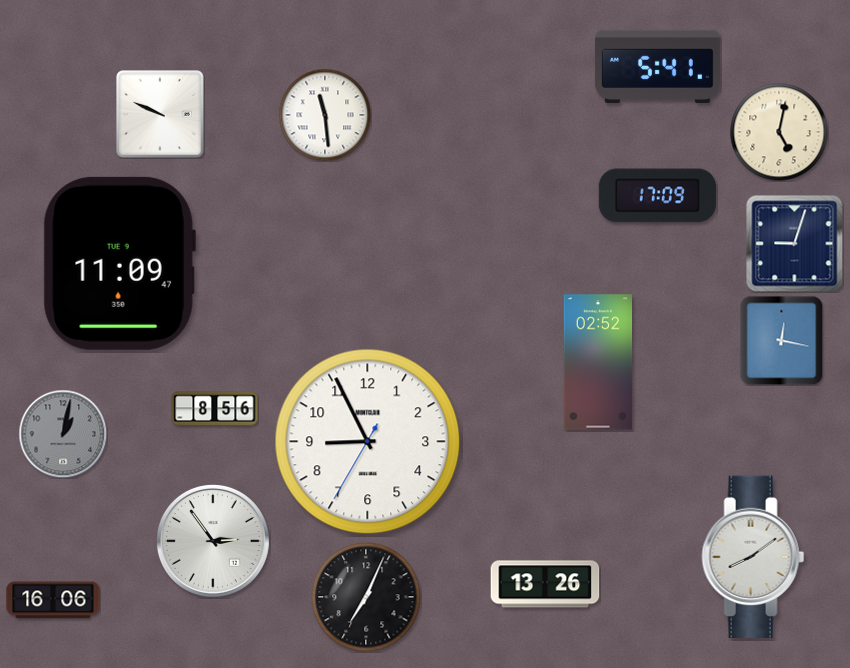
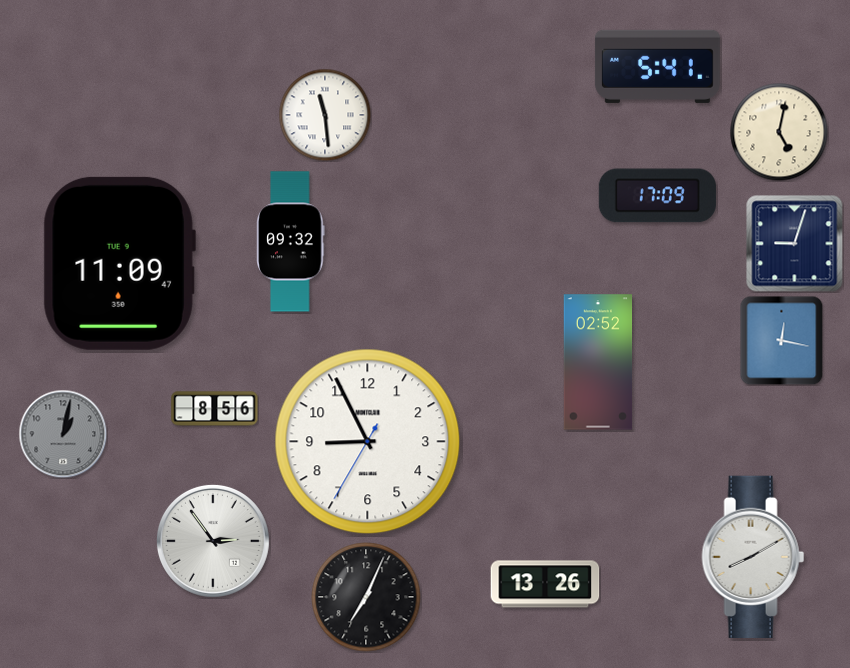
clock at (160, 114): 9:49 -> none
clock at (291, 242): none -> 09:32
clock at (753, 557): 8:09 -> 8:10
clock at (53, 600): 16:06 -> none
